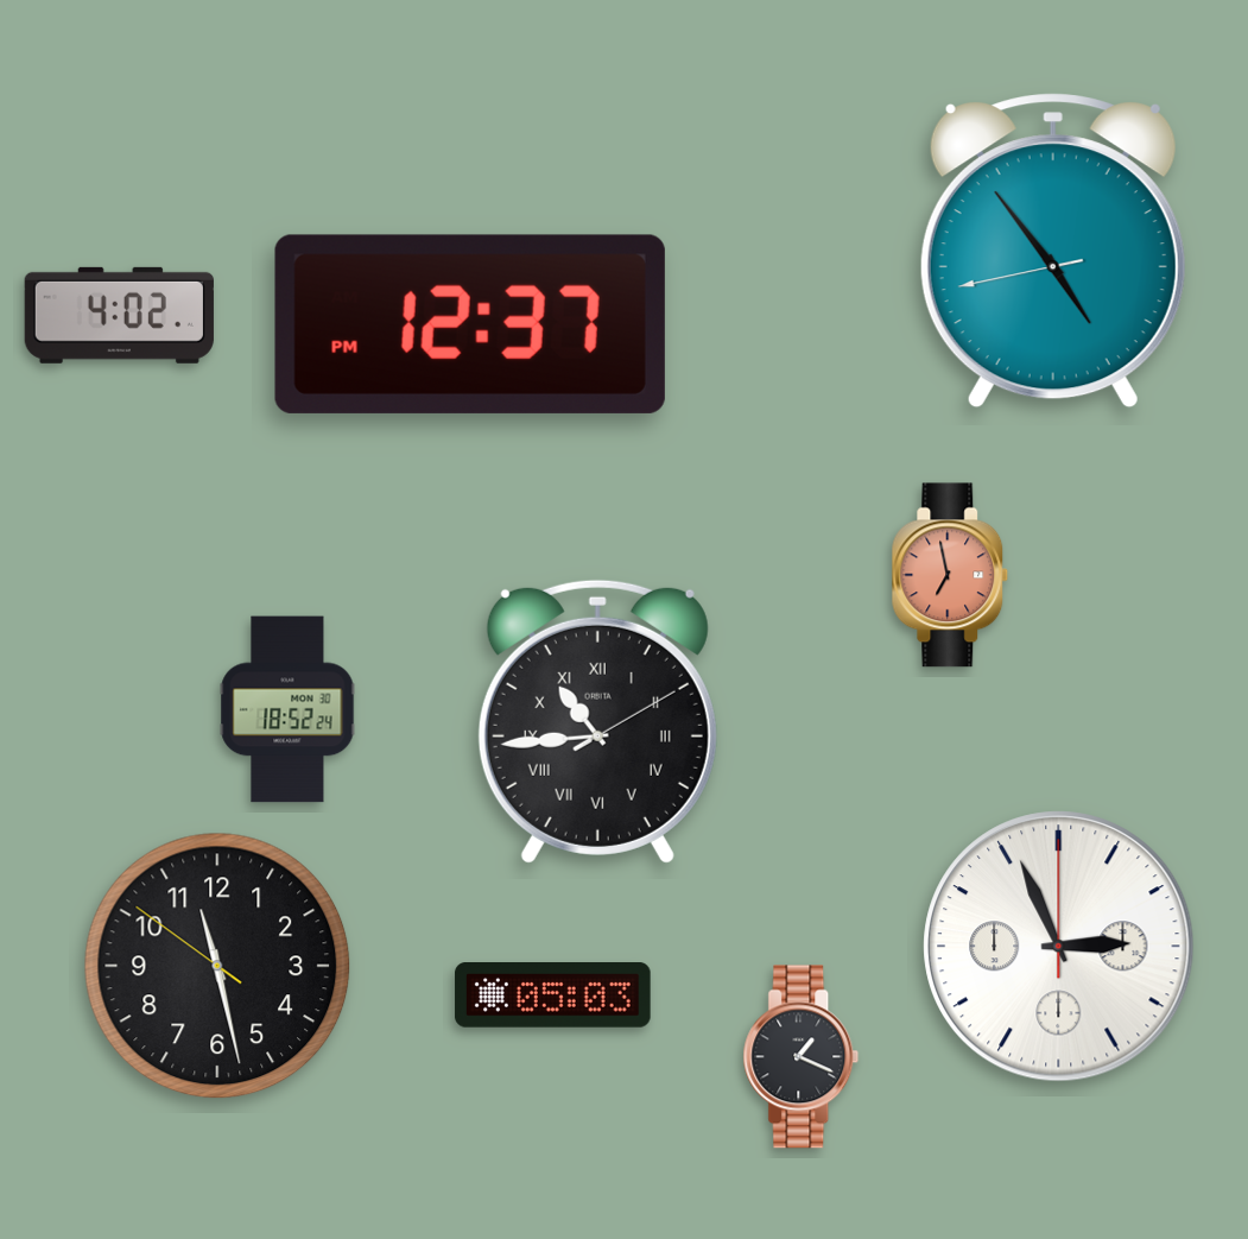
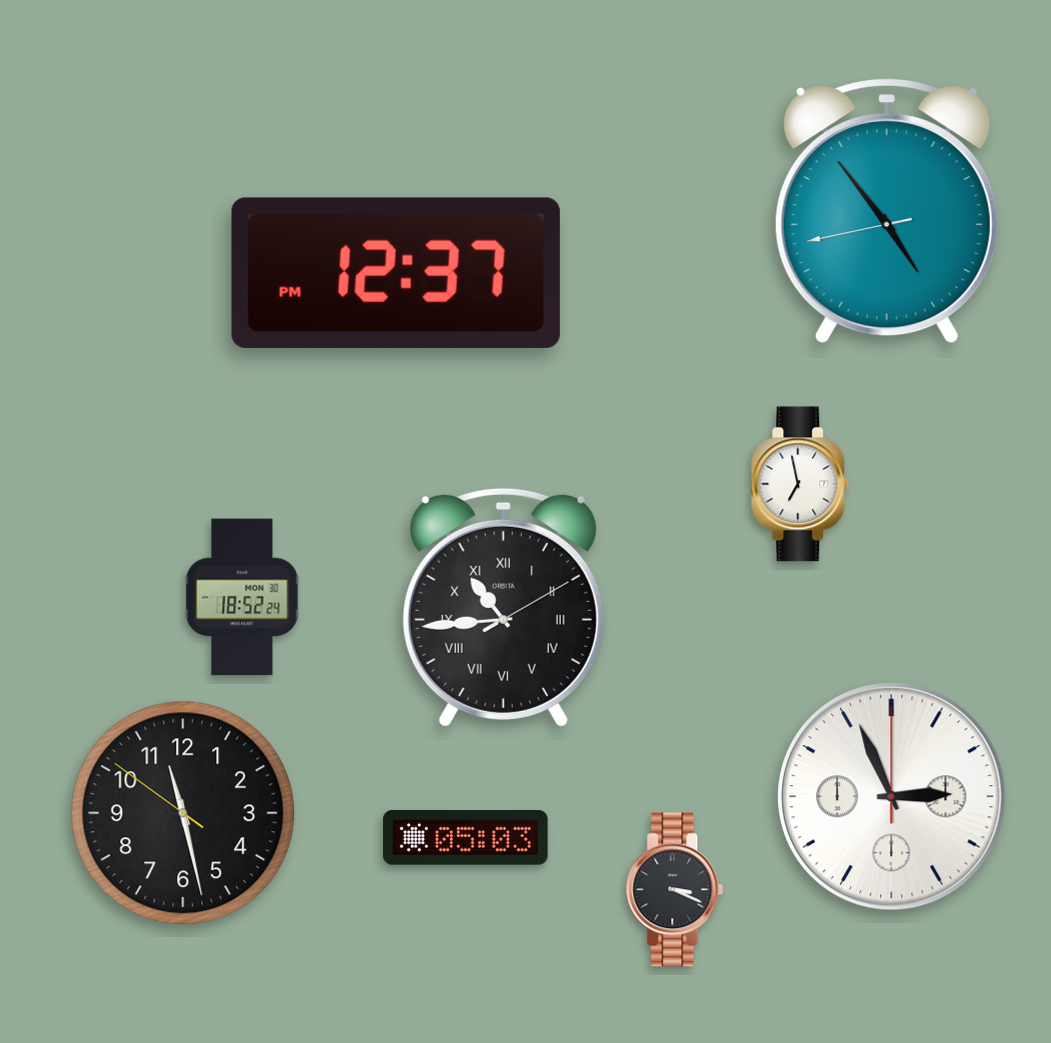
clock at (119, 315): 4:02 -> none
clock at (950, 575) dial: salmon -> white
clock at (802, 1057): 1:19 -> 3:19
